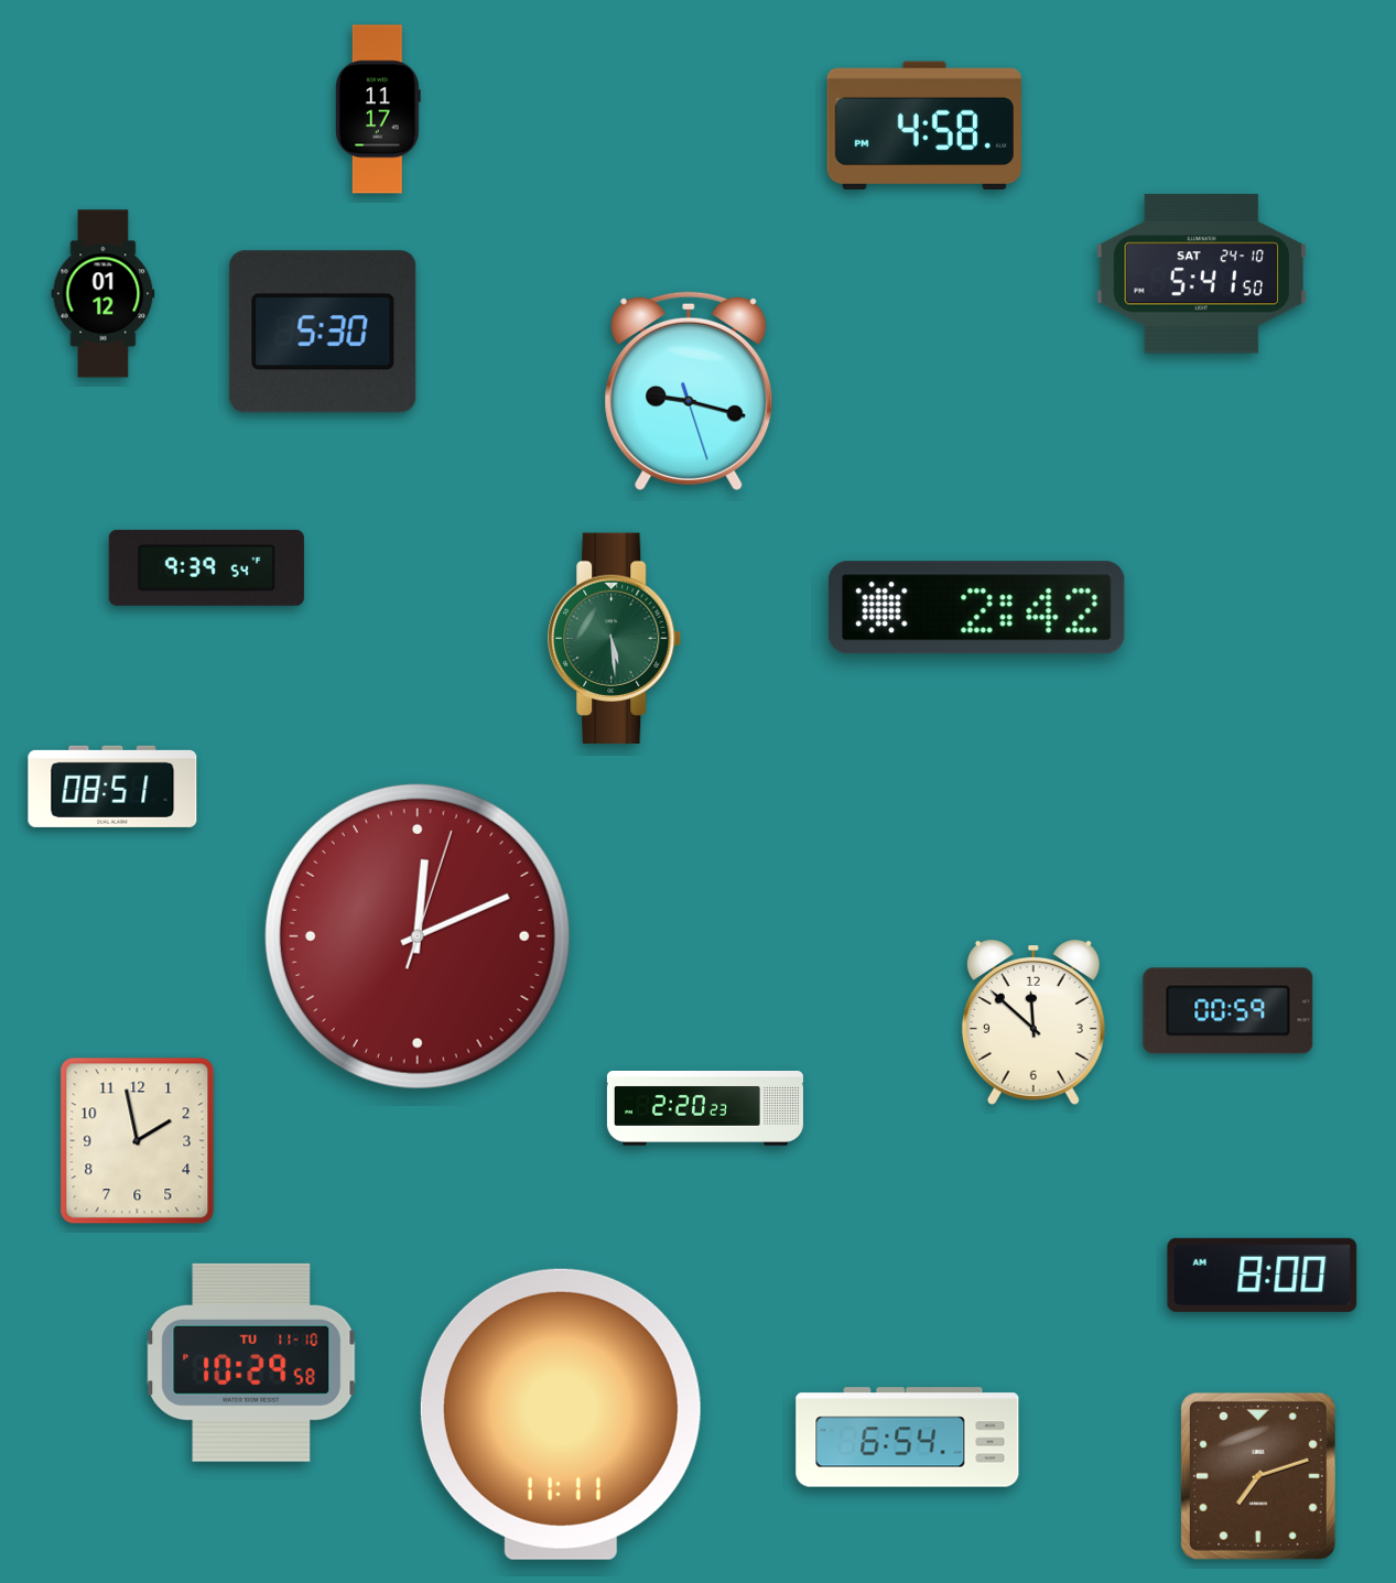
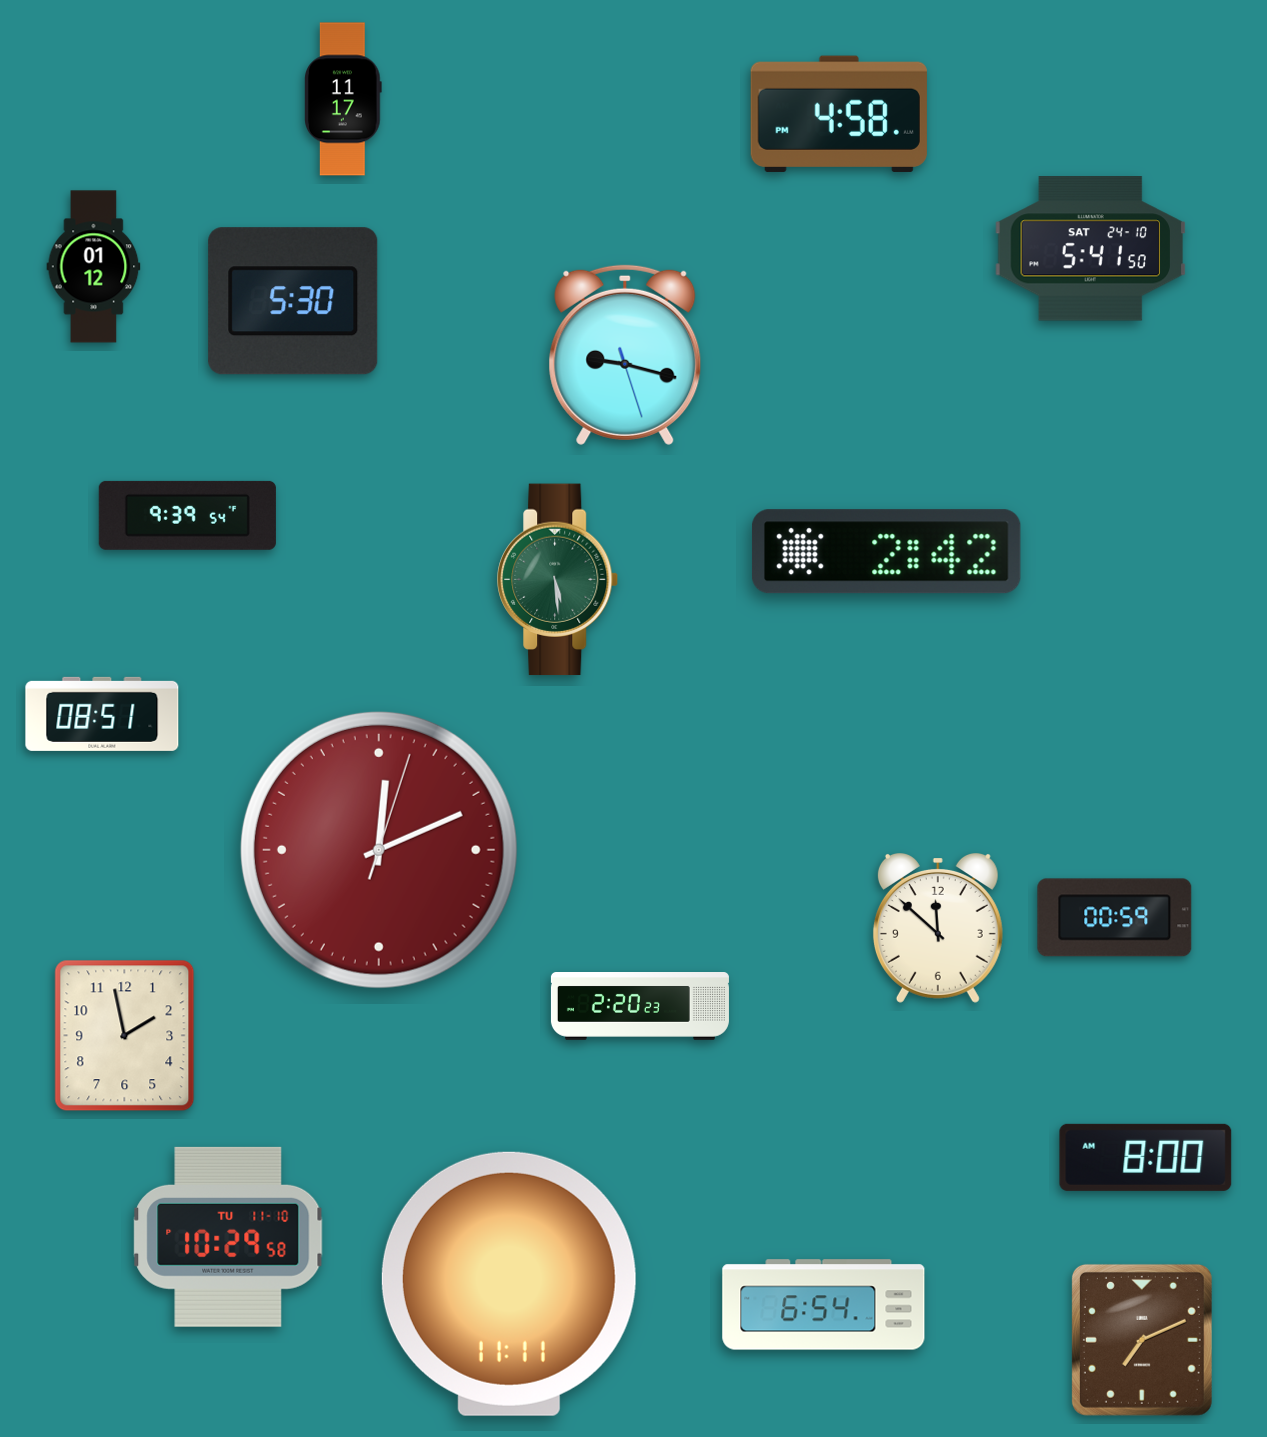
clock at (1258, 1476): 7:12 -> 7:11
